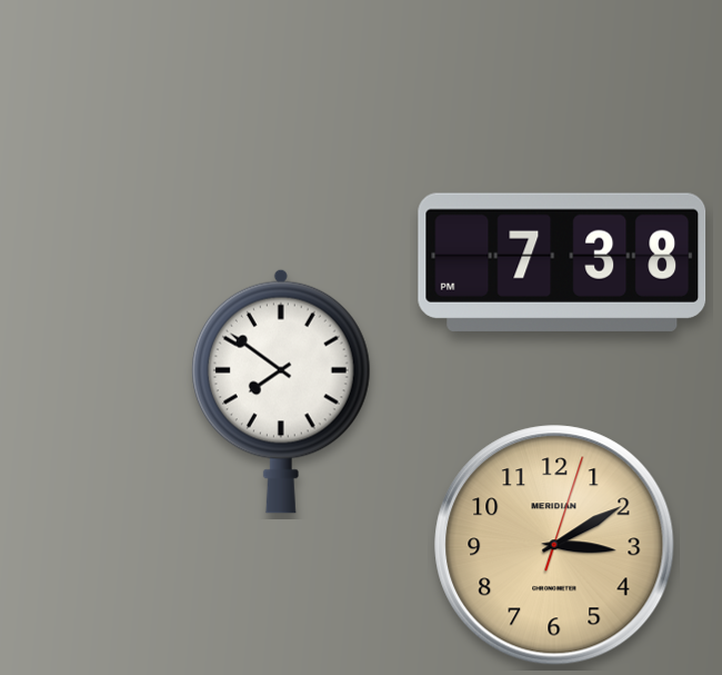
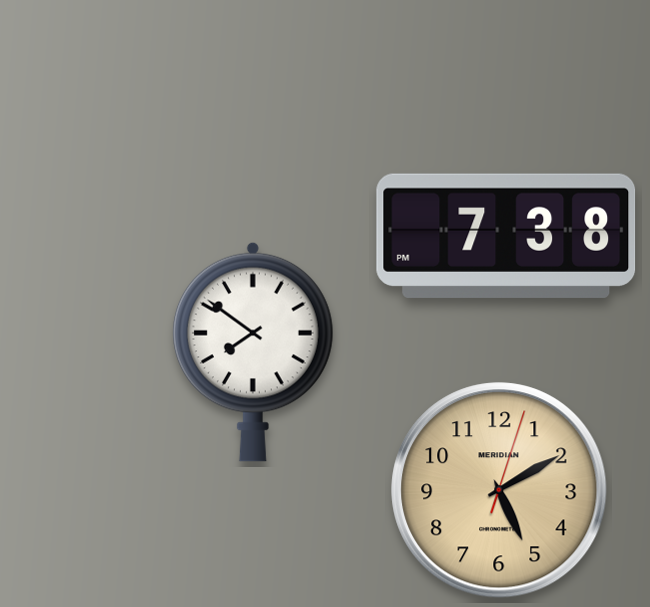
clock at (554, 545): 3:10 -> 5:10
